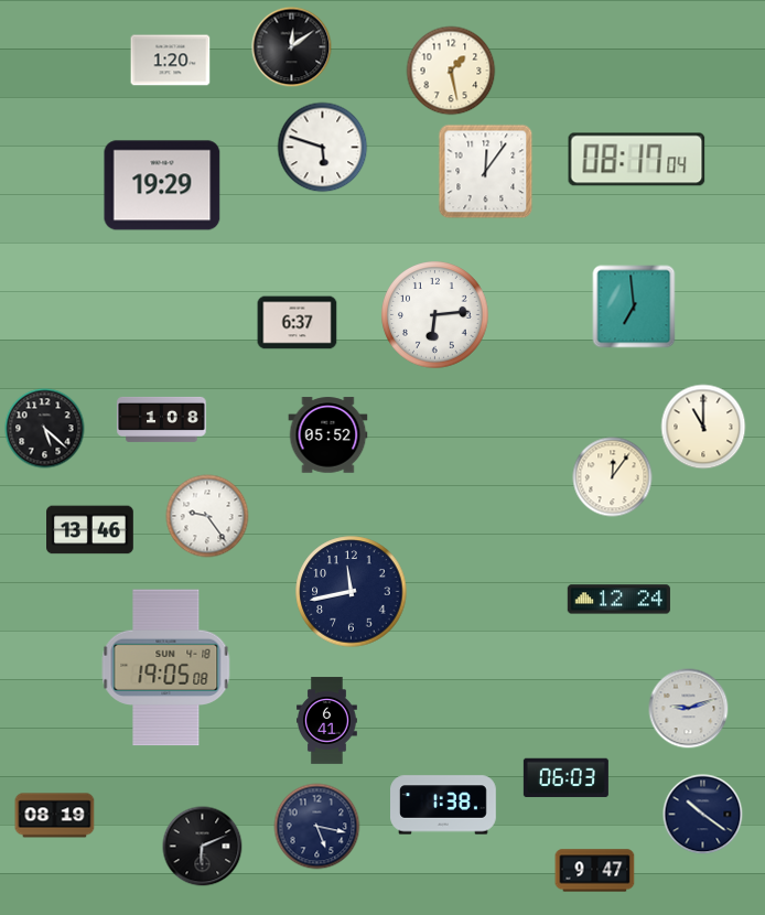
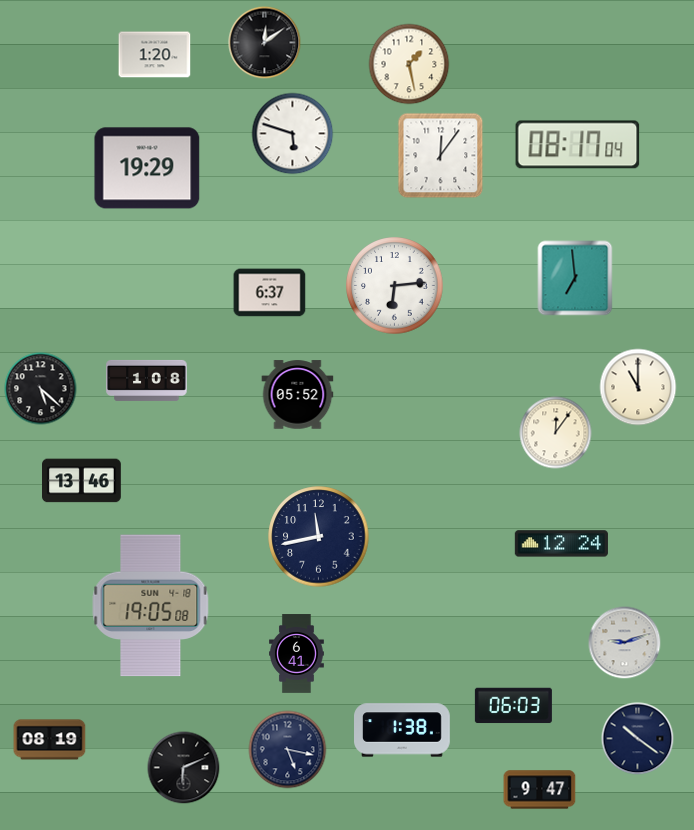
clock at (207, 516): 9:24 -> none
